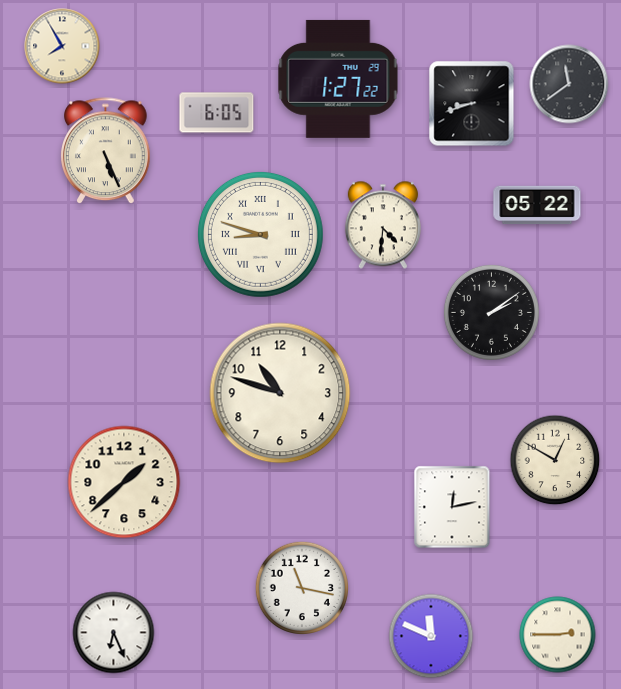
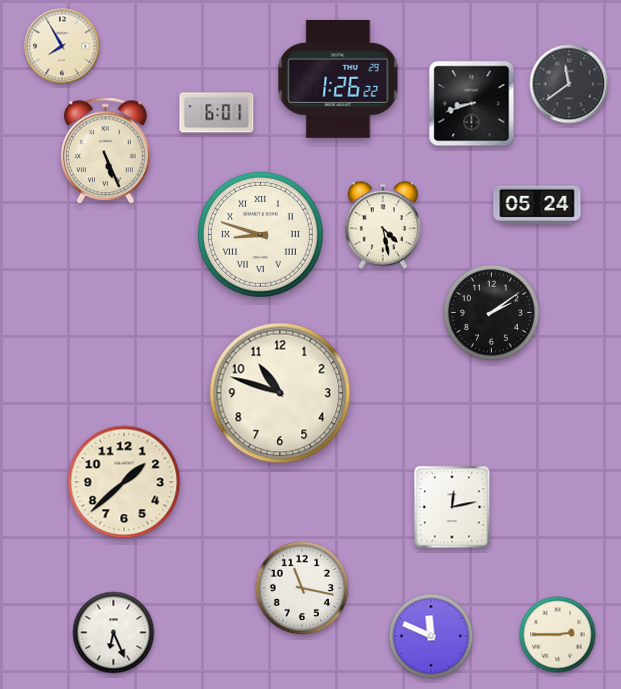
clock at (338, 79): 1:27 -> 1:26
clock at (217, 113): 6:05 -> 6:01
clock at (537, 205): 05:22 -> 05:24
clock at (383, 225): 4:31 -> 4:28
clock at (555, 460): 12:50 -> none
